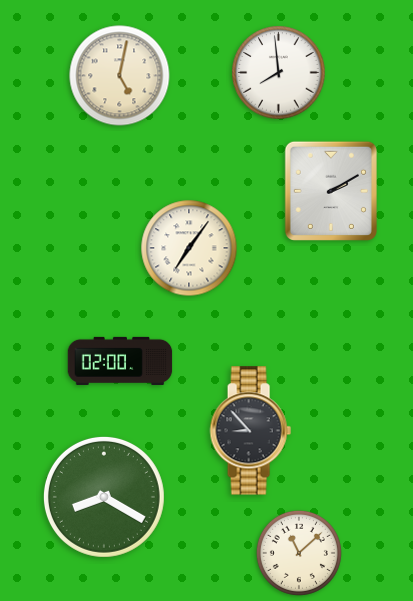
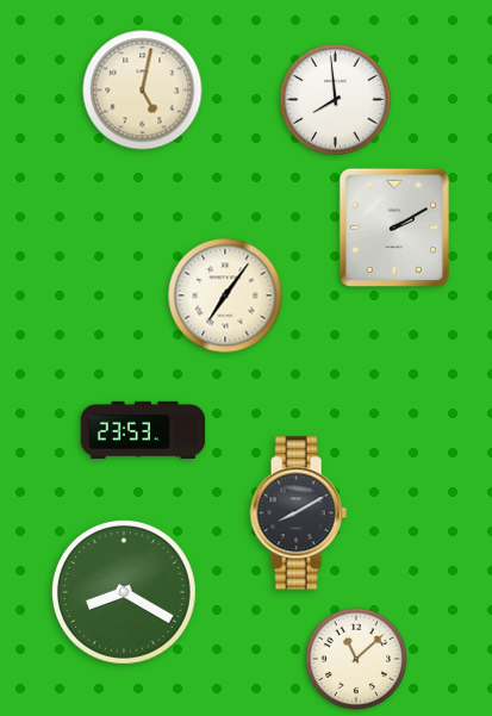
clock at (279, 73) position: (279, 73) -> (336, 100)
clock at (120, 361): 02:00 -> 23:53
clock at (250, 431): 8:53 -> 8:10
